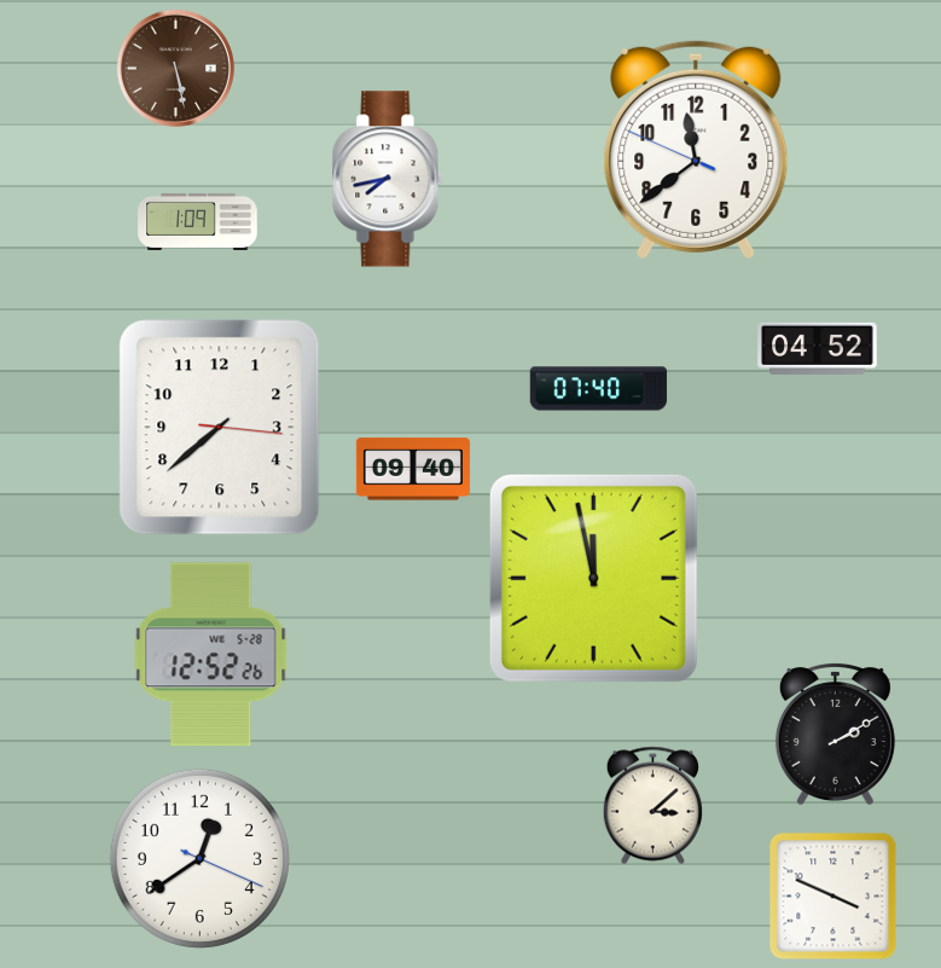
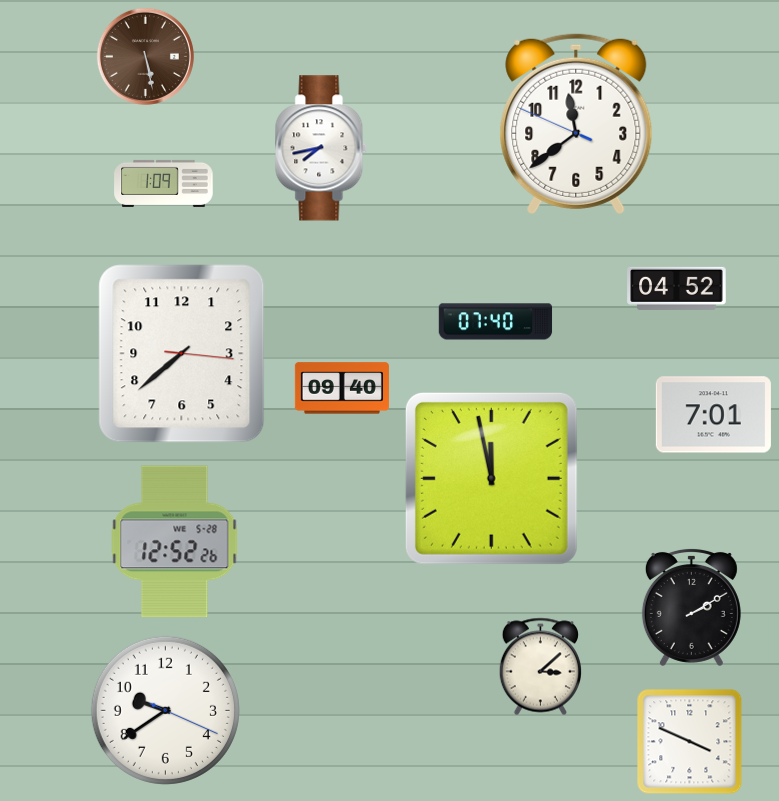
clock at (713, 415): none -> 7:01
clock at (199, 858): 12:39 -> 9:39
